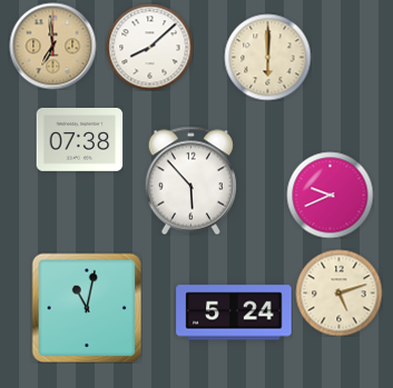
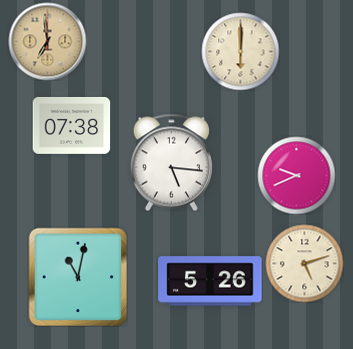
clock at (149, 47): 8:08 -> none
clock at (190, 180): 5:53 -> 5:16
clock at (234, 312): 5:24 -> 5:26
